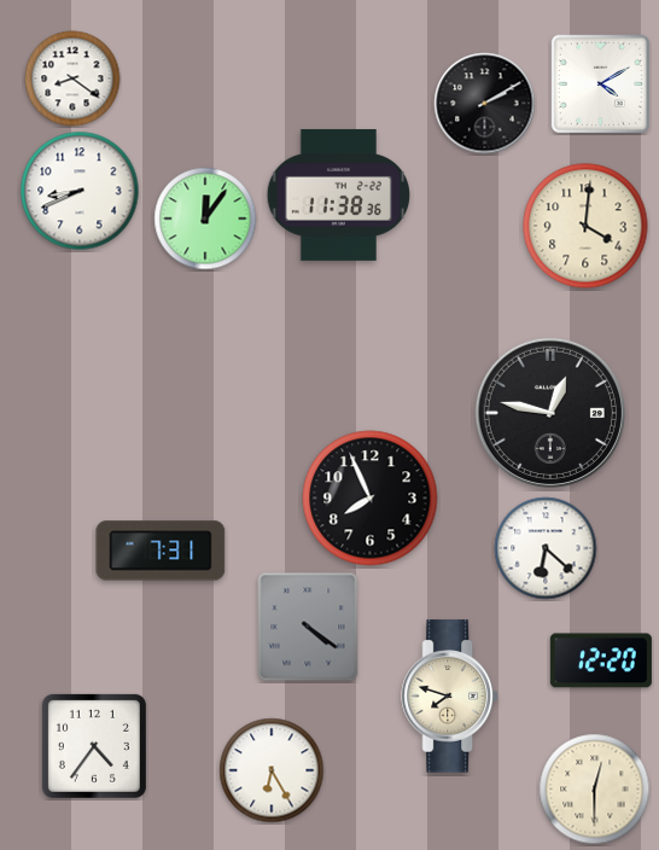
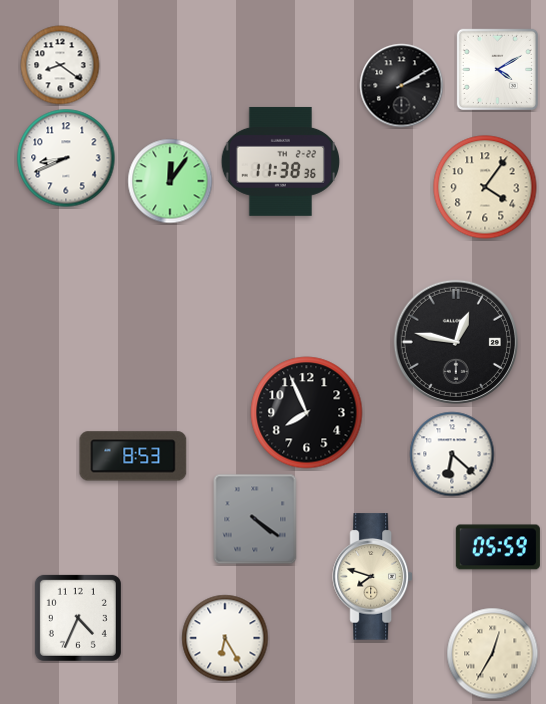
clock at (585, 226): 4:01 -> 4:06
clock at (161, 551): 7:31 -> 8:53
clock at (601, 660): 12:20 -> 05:59
clock at (94, 746): 4:36 -> 4:34
clock at (595, 790): 12:30 -> 12:35
